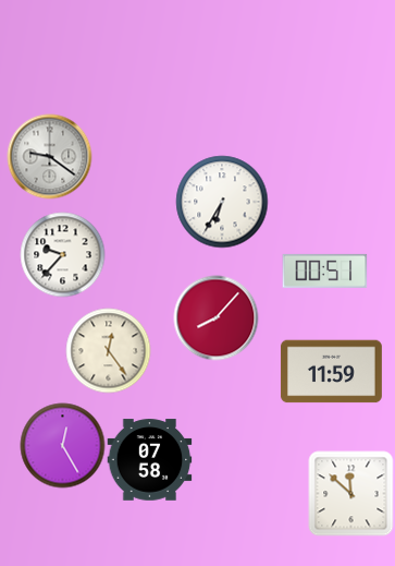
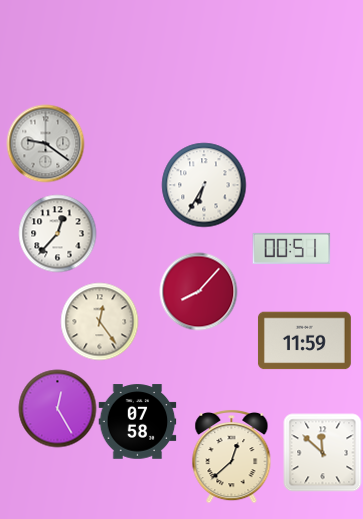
clock at (62, 254): 9:37 -> 12:37
clock at (324, 270) position: (324, 270) -> (291, 248)
clock at (232, 456): none -> 12:38
